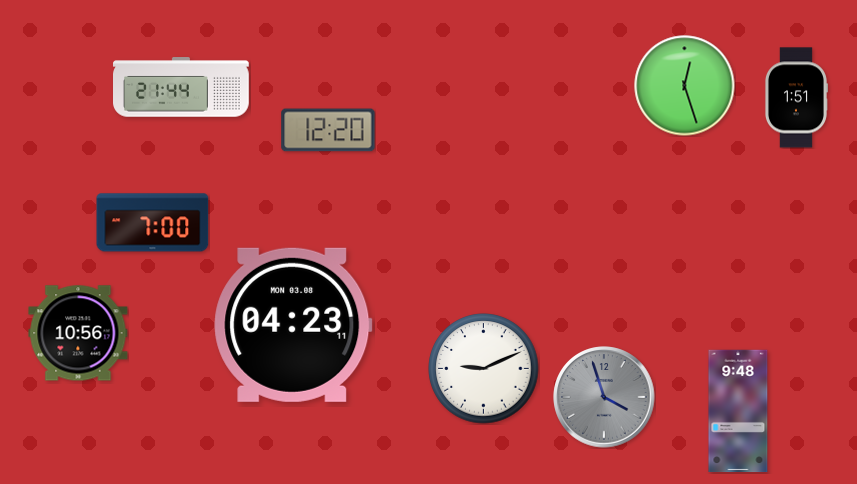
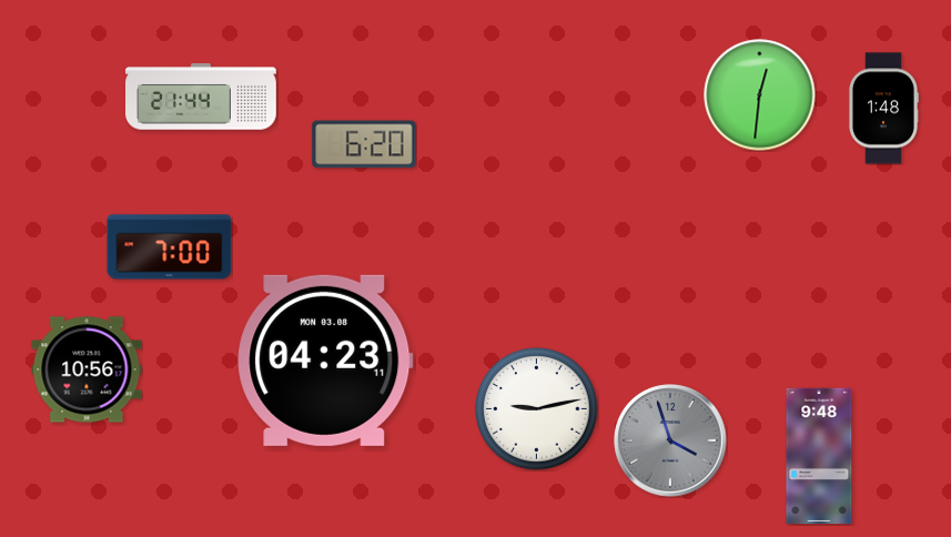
clock at (685, 86): 12:27 -> 12:31
clock at (796, 98): 1:51 -> 1:48
clock at (328, 130): 12:20 -> 6:20
clock at (484, 369): 9:11 -> 9:13
